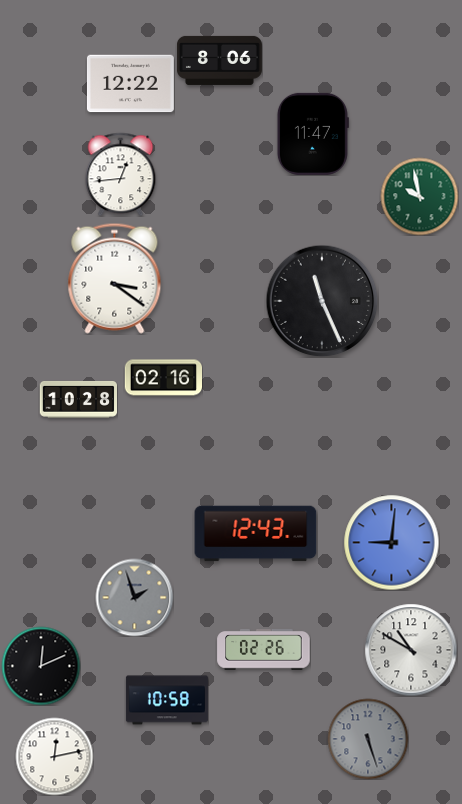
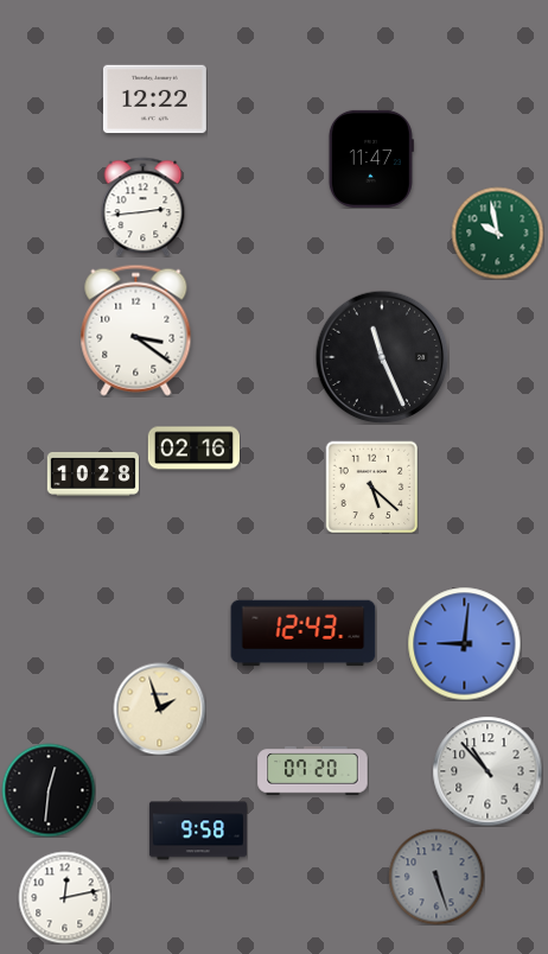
clock at (219, 60): 8:06 -> none
clock at (121, 174): 12:44 -> 2:44
clock at (371, 486): none -> 5:22
clock at (134, 597) dial: grey -> cream
clock at (264, 650): 02:26 -> 07:20
clock at (411, 650): 10:50 -> 10:53
clock at (41, 666): 12:11 -> 12:31
clock at (167, 700): 10:58 -> 9:58
